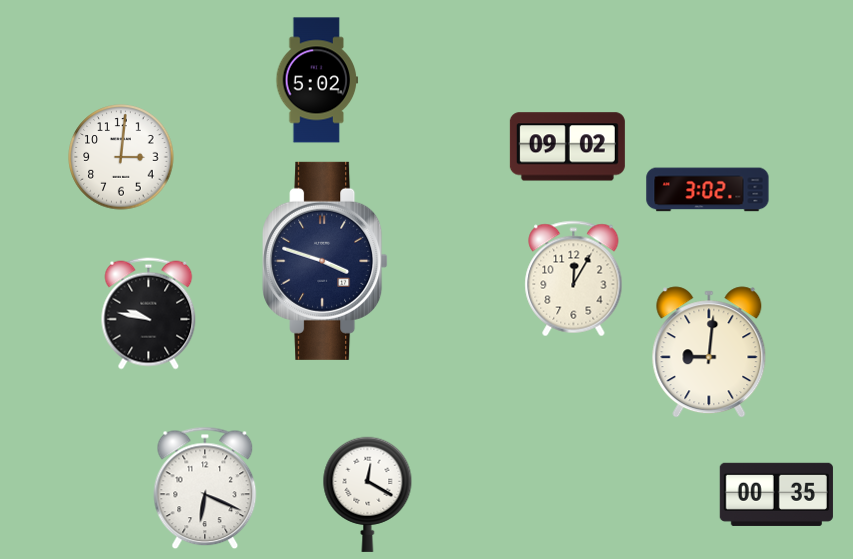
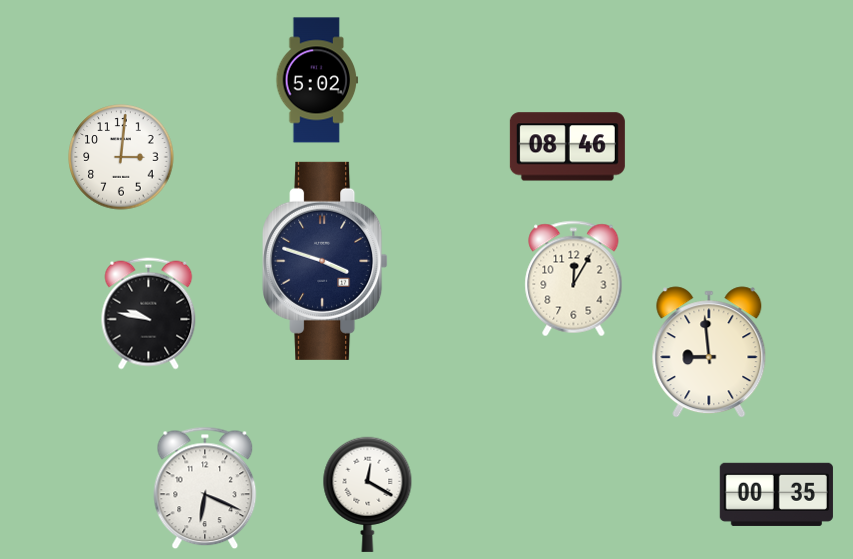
clock at (567, 147): 09:02 -> 08:46
clock at (708, 190): 3:02 -> none
clock at (709, 352): 9:01 -> 8:59
